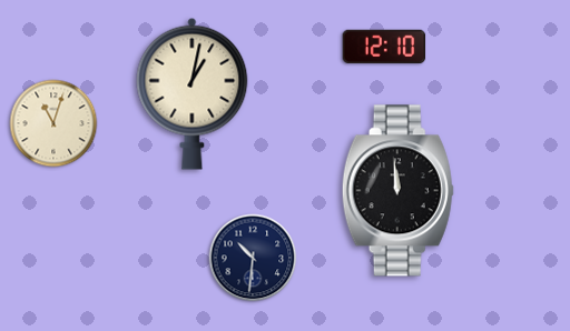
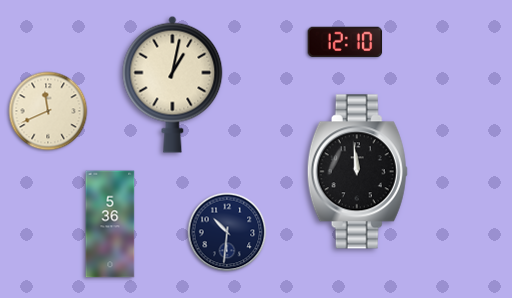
clock at (53, 123): 11:03 -> 11:41
clock at (110, 224): none -> 5:36
